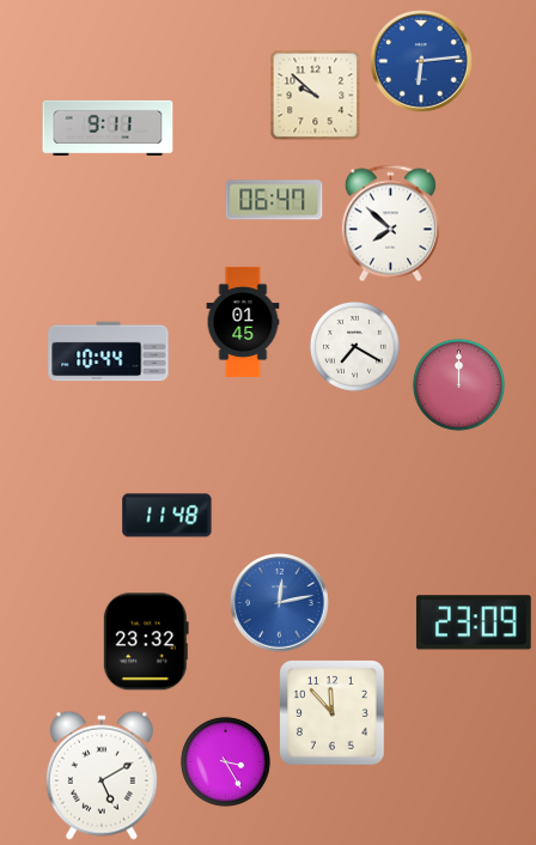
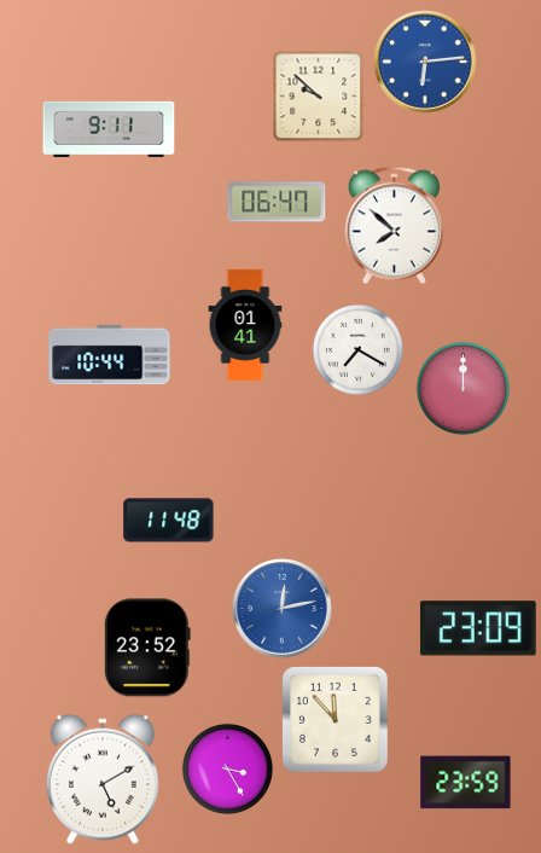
clock at (243, 322): 01:45 -> 01:41
clock at (146, 642): 23:32 -> 23:52
clock at (102, 776) position: (102, 776) -> (103, 779)
clock at (466, 783): none -> 23:59
